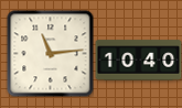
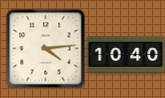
clock at (50, 53): 11:14 -> 4:14
